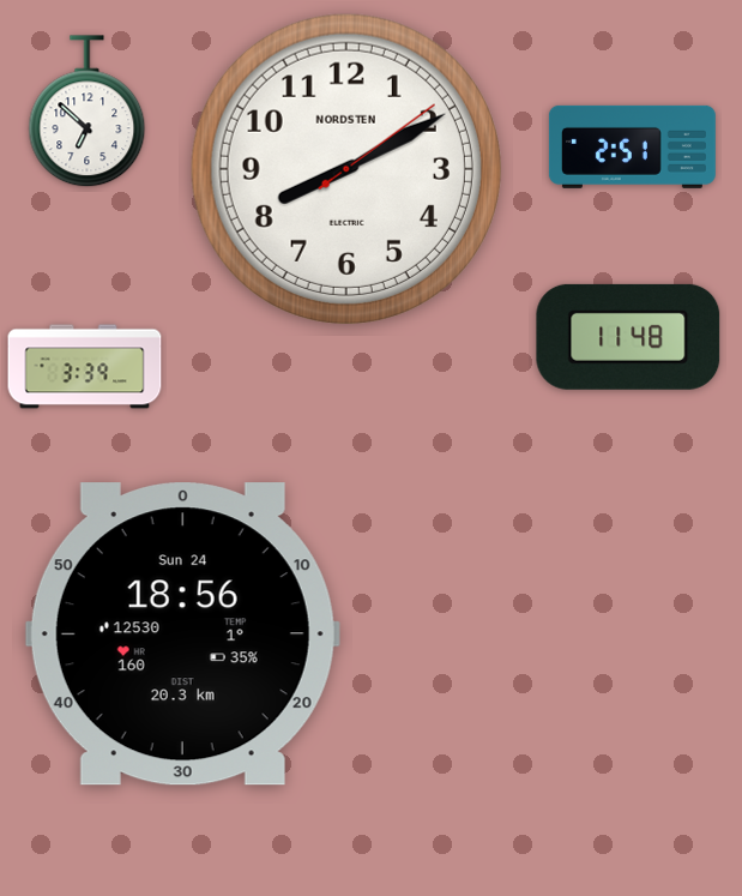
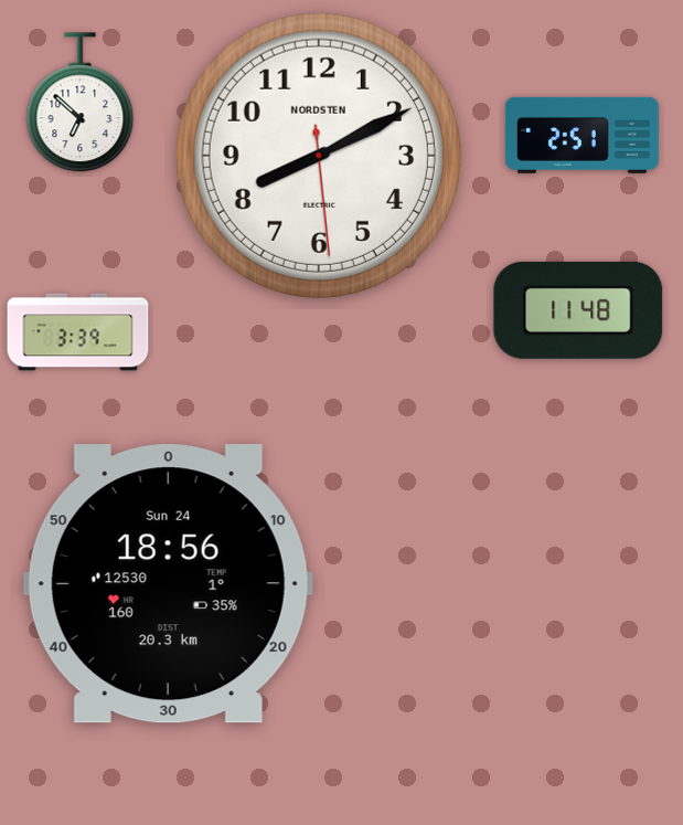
clock at (346, 169): 8:10:09 -> 8:10:29
clock at (85, 367) position: (85, 367) -> (78, 332)
